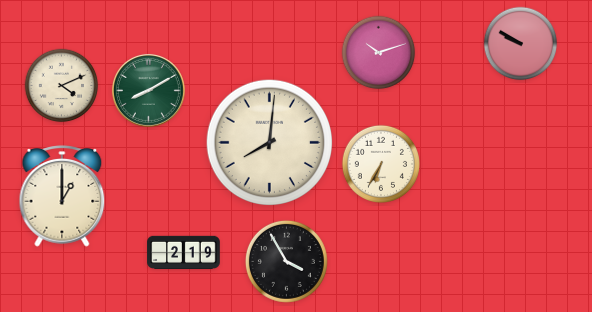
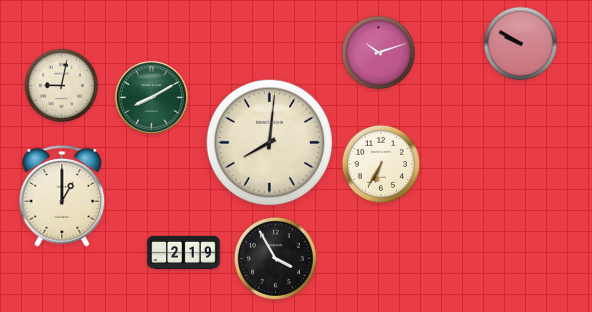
clock at (62, 86): 4:11 -> 9:02
clock at (148, 90) position: (148, 90) -> (151, 97)
clock at (286, 261) position: (286, 261) -> (275, 258)
